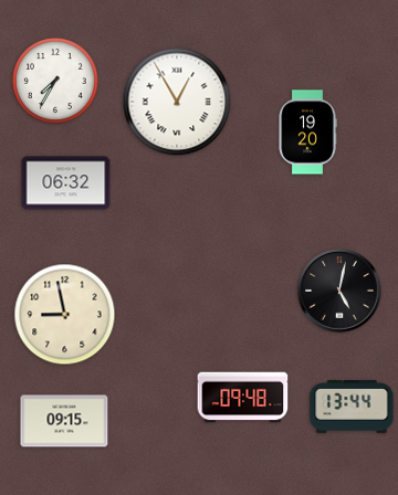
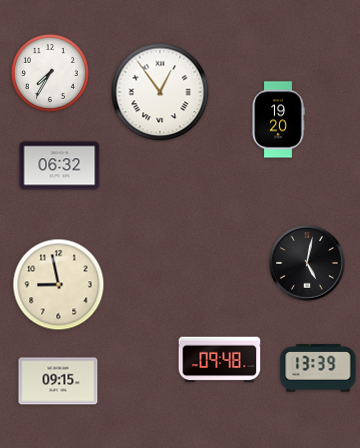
clock at (177, 102): 12:55 -> 12:54
clock at (352, 407): 13:44 -> 13:39
